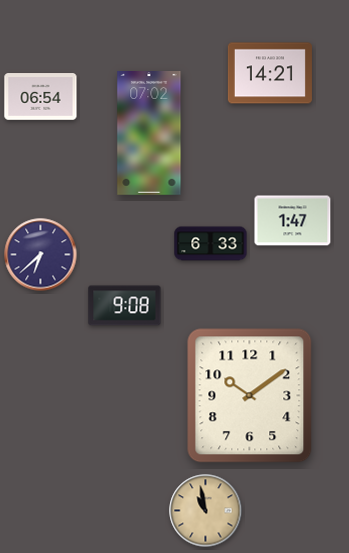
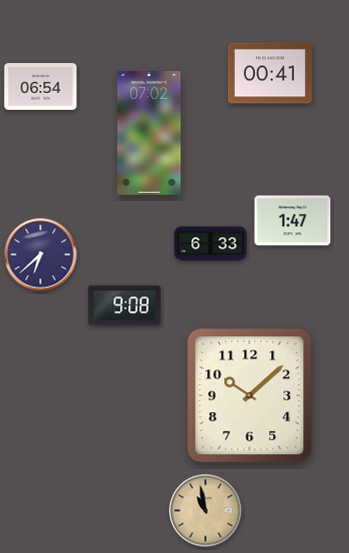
clock at (270, 73): 14:21 -> 00:41
clock at (41, 97) position: (41, 97) -> (41, 87)
clock at (250, 396): 10:09 -> 10:08
